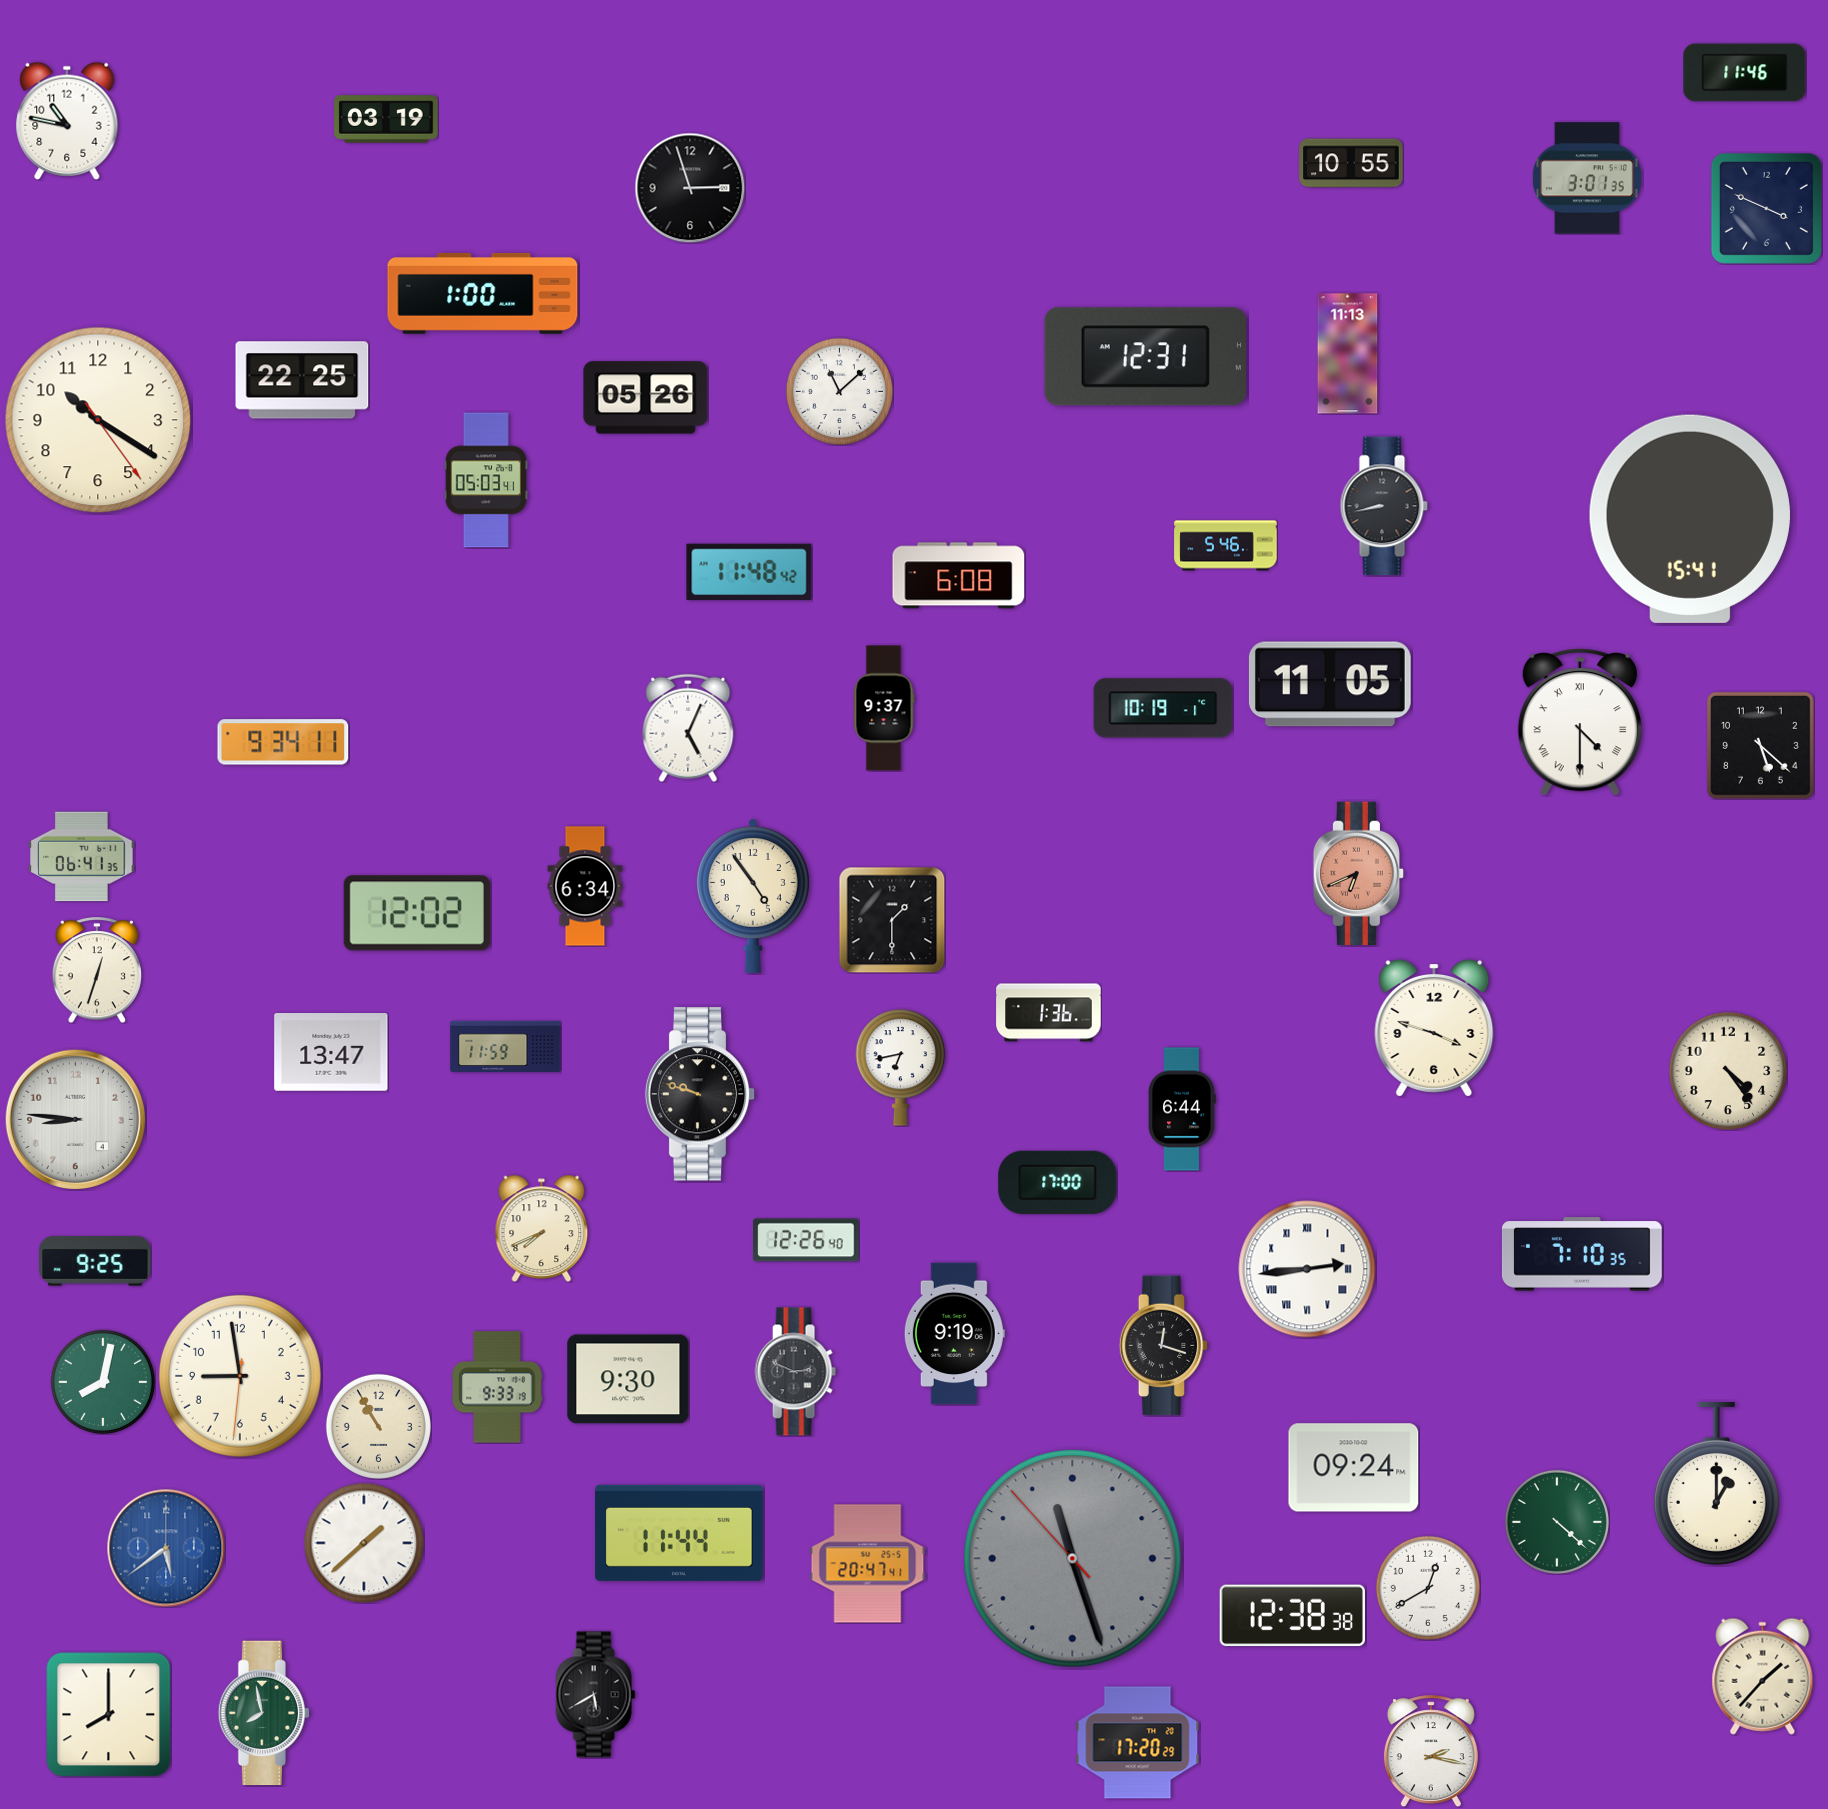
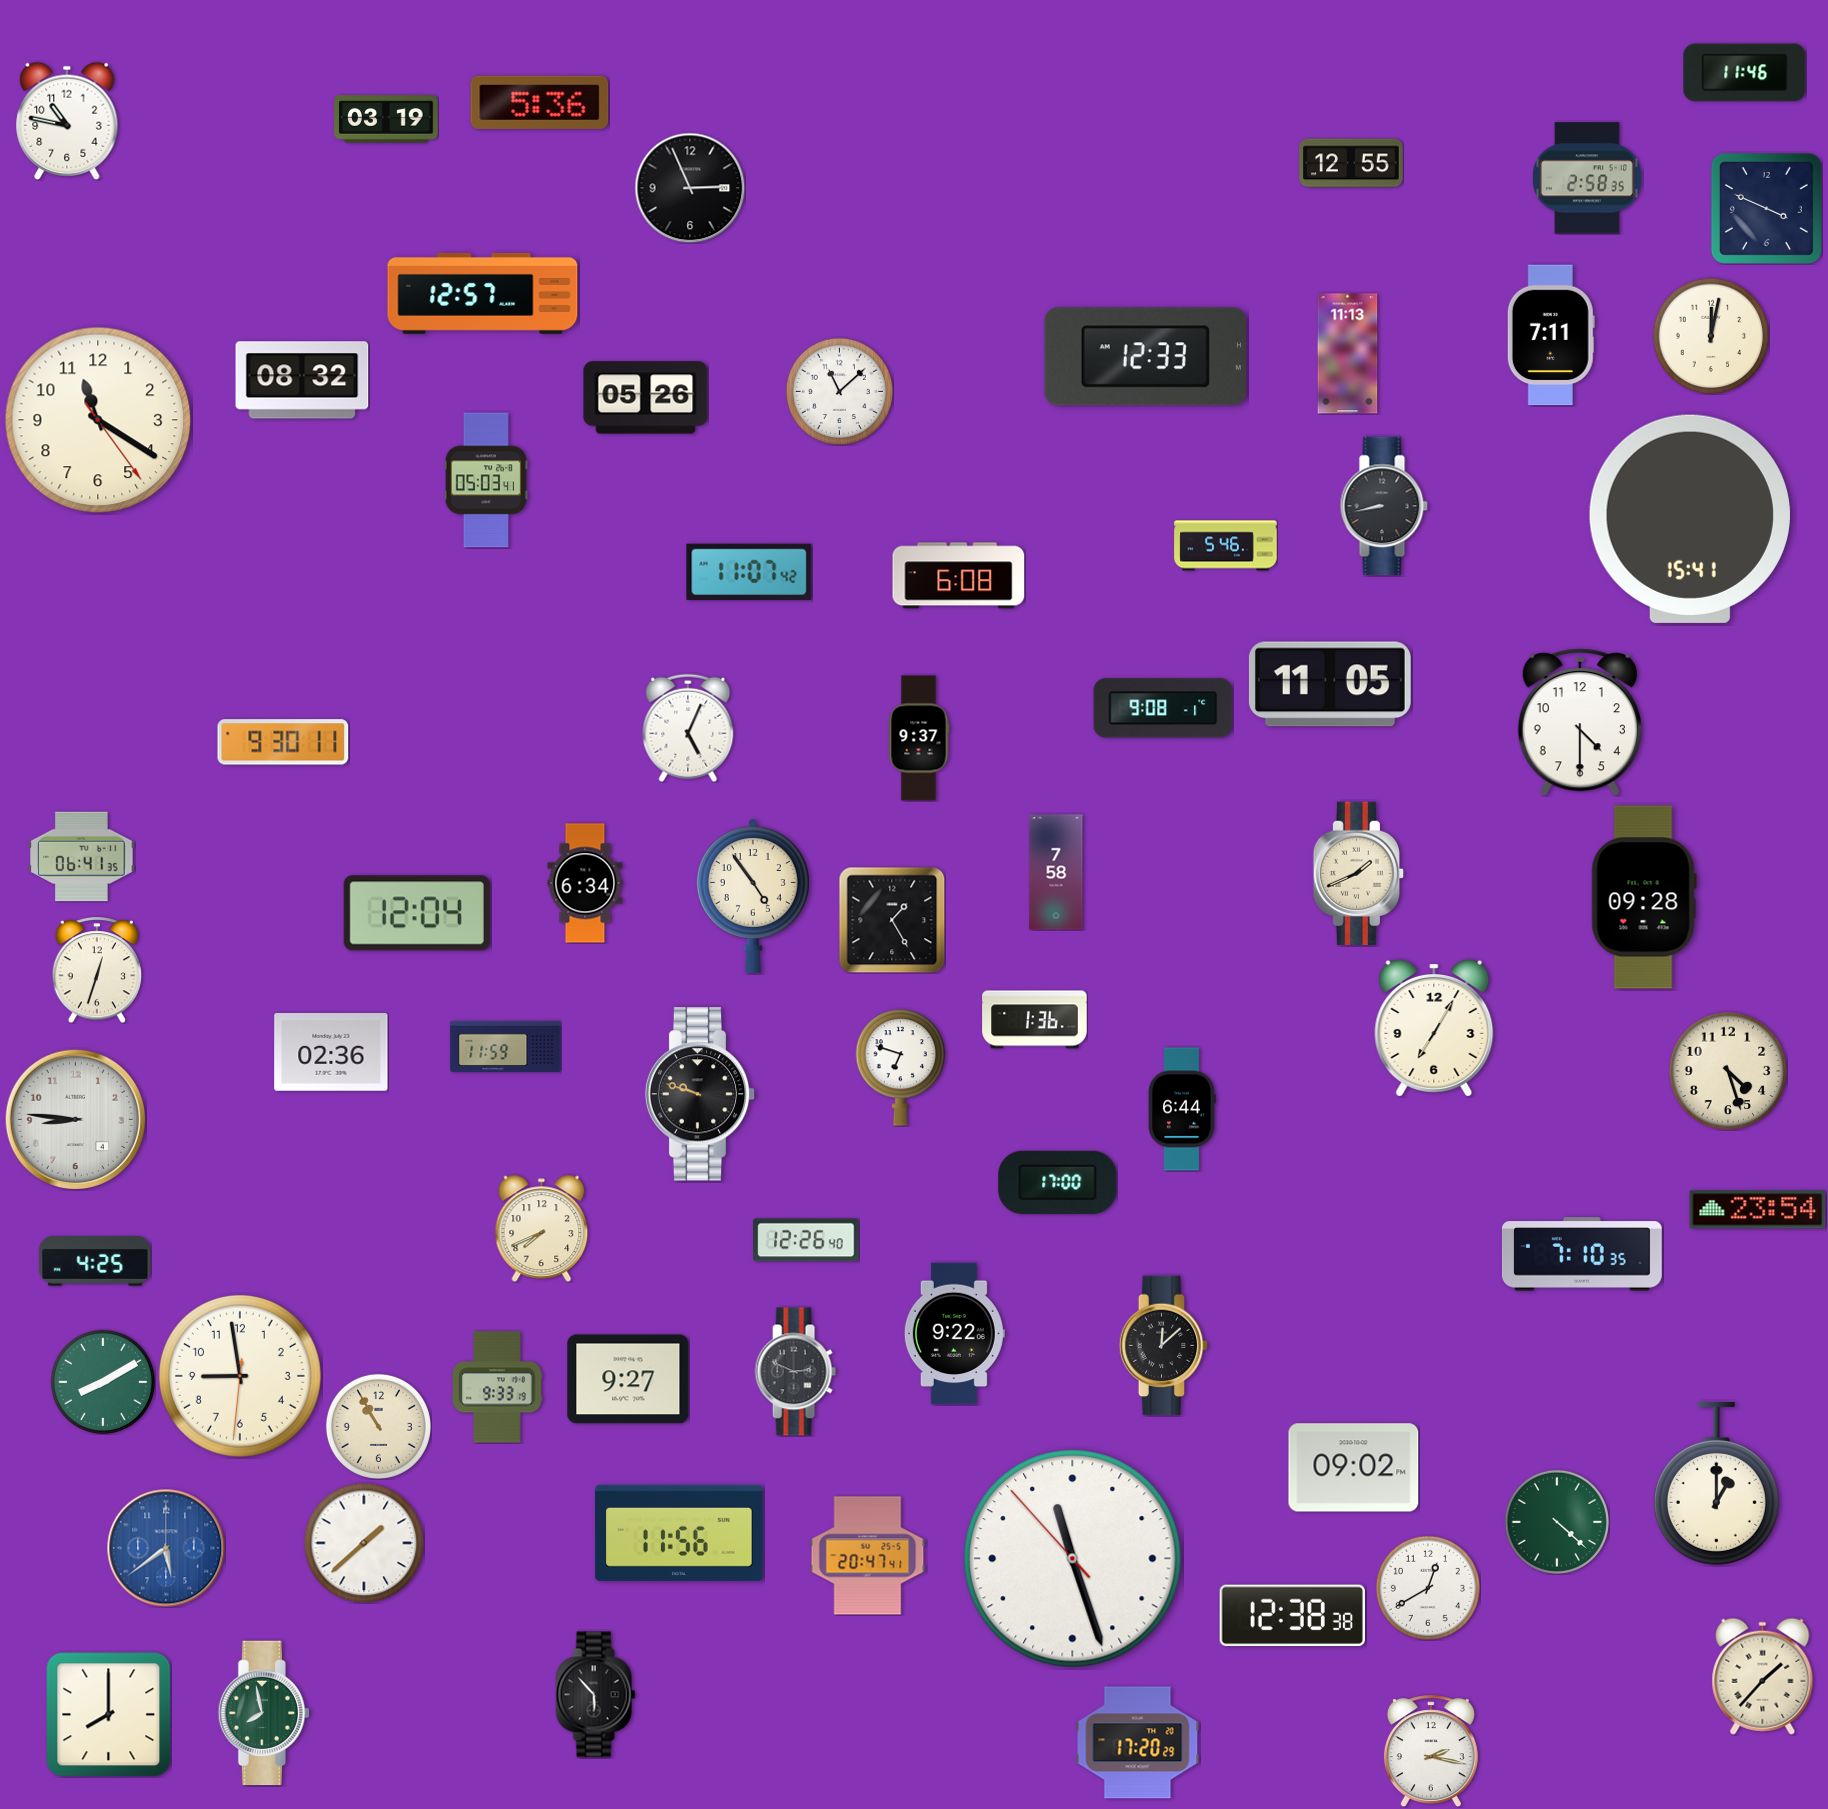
clock at (540, 102): none -> 5:36
clock at (1351, 163): 10:55 -> 12:55
clock at (1587, 178): 3:01 -> 2:58
clock at (690, 188): 2:57 -> 2:56
clock at (483, 293): 1:00 -> 12:57
clock at (1551, 335): none -> 7:11
clock at (1711, 336): none -> 12:02
clock at (1145, 357): 12:31 -> 12:33
clock at (302, 380): 22:25 -> 08:32
clock at (98, 420): 10:20 -> 11:20
clock at (749, 572): 11:48 -> 11:07
clock at (884, 708) position: (884, 708) -> (919, 738)
clock at (1163, 708): 10:19 -> 9:08
clock at (1580, 722) numerals: Roman -> Arabic
clock at (283, 742): 9:34 -> 9:30
clock at (1760, 745): 5:22 -> none
clock at (1056, 872): none -> 7:58
clock at (1359, 874): 6:41 -> 1:41
clock at (1359, 874) dial: salmon -> cream
clock at (585, 886) position: (585, 886) -> (585, 883)
clock at (1644, 897): none -> 09:28
clock at (417, 913): 12:02 -> 12:04
clock at (892, 920): 1:30 -> 1:25
clock at (1049, 1013) position: (1049, 1013) -> (1035, 1020)
clock at (1434, 1028): 3:48 -> 7:05
clock at (331, 1053): 13:47 -> 02:36
clock at (901, 1068): 6:43 -> 6:48
clock at (1728, 1071): 4:24 -> 4:27
clock at (1758, 1210): none -> 23:54
clock at (95, 1261): 9:25 -> 4:25
clock at (1307, 1269): 2:44 -> none
clock at (954, 1334): 9:19 -> 9:22
clock at (1164, 1346): 12:18 -> 12:08
clock at (628, 1379): 9:30 -> 9:27
clock at (103, 1382): 8:02 -> 8:10
clock at (1354, 1468): 09:24 -> 09:02
clock at (679, 1533): 11:44 -> 11:56
clock at (1073, 1559) dial: grey -> white
clock at (868, 1564) position: (868, 1564) -> (868, 1556)
clock at (596, 1695): 5:40 -> 5:53
